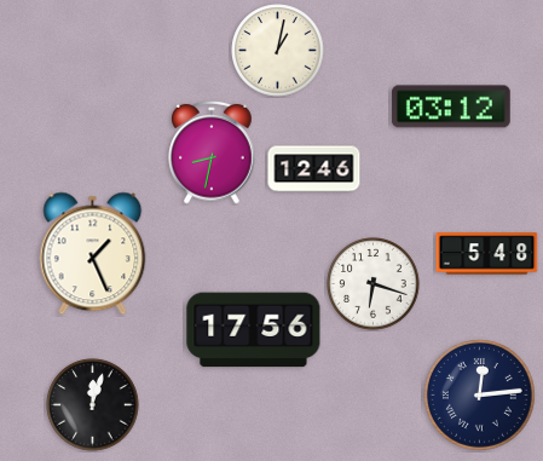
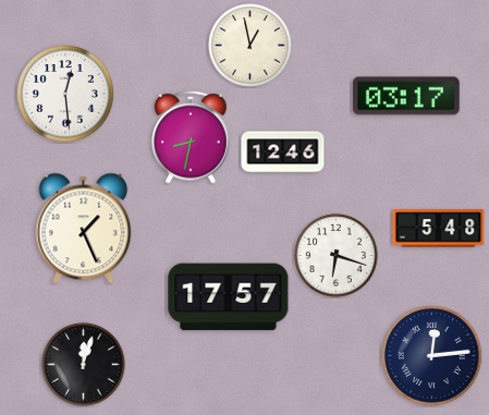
clock at (278, 51): 1:02 -> 12:58
clock at (66, 95): none -> 12:29
clock at (451, 106): 03:12 -> 03:17
clock at (254, 330): 17:56 -> 17:57
